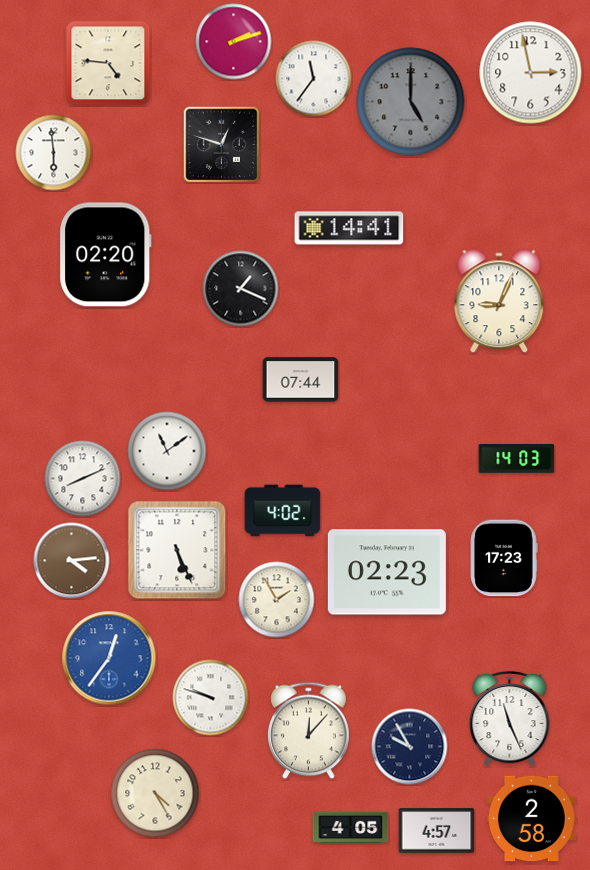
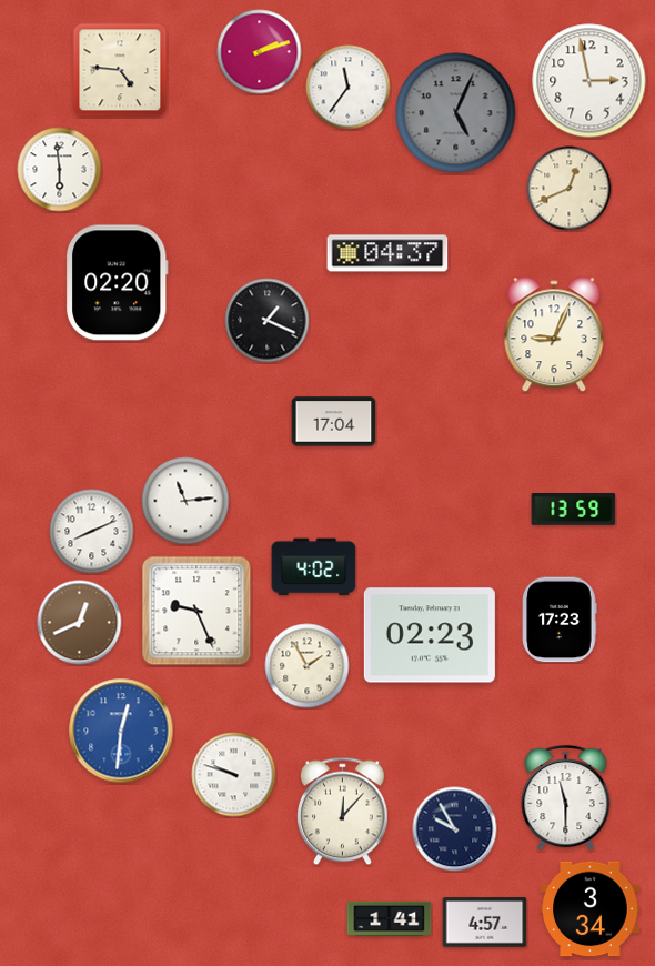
clock at (234, 42) position: (234, 42) -> (260, 52)
clock at (411, 102): 5:00 -> 5:04
clock at (221, 144): 12:48 -> none
clock at (570, 189): none -> 12:41
clock at (349, 228): 14:41 -> 04:37
clock at (301, 380): 07:44 -> 17:04
clock at (167, 451): 11:09 -> 11:14
clock at (517, 459): 14:03 -> 13:59
clock at (177, 550): 5:26 -> 9:26
clock at (72, 561): 4:14 -> 12:41
clock at (109, 658): 12:36 -> 12:31
clock at (510, 719): 11:26 -> 11:30
clock at (155, 793): 4:25 -> none
clock at (532, 819): 2:58 -> 3:34
clock at (351, 827): 4:05 -> 1:41
